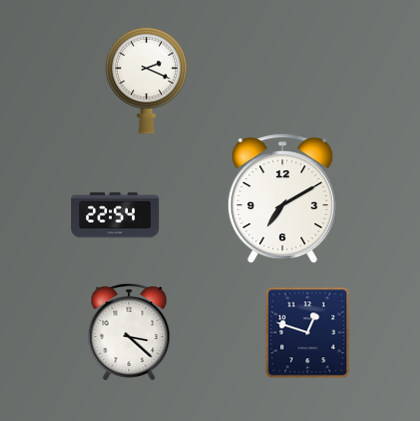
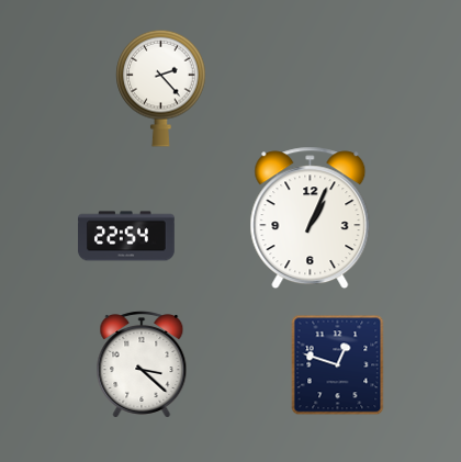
clock at (147, 80): 2:19 -> 2:23
clock at (283, 199): 7:10 -> 1:04
